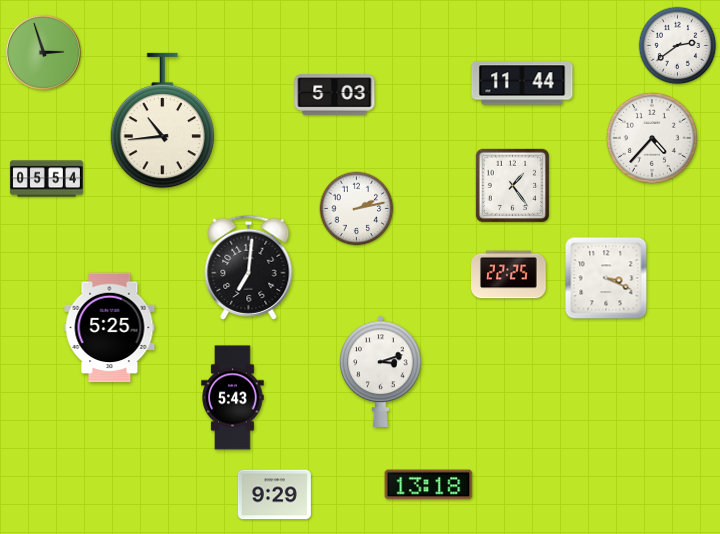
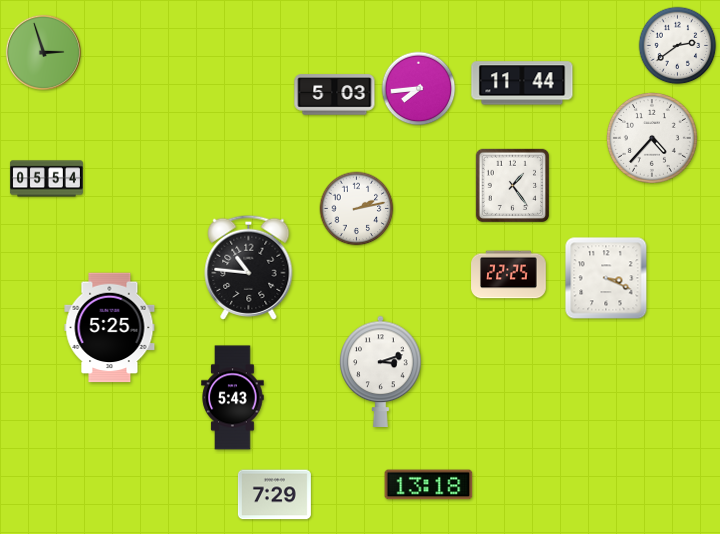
clock at (419, 89): none -> 7:44
clock at (162, 121): 10:44 -> none
clock at (249, 267): 7:01 -> 10:46
clock at (274, 495): 9:29 -> 7:29
